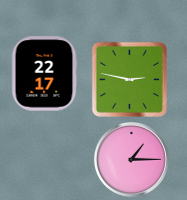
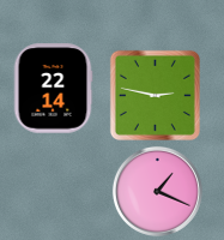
clock at (44, 74): 22:17 -> 22:14
clock at (131, 159): 1:15 -> 1:19
